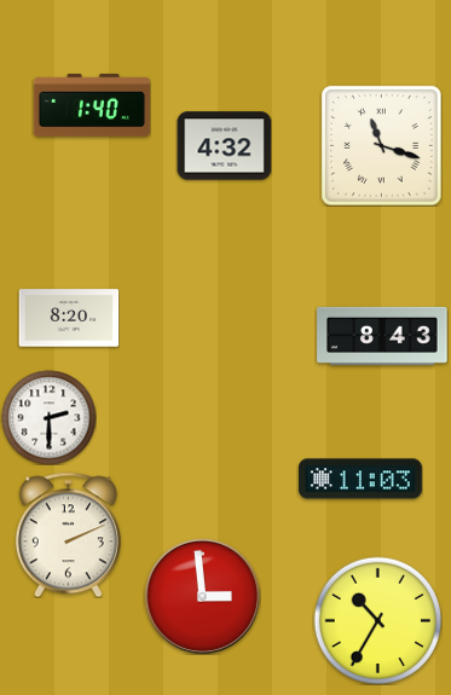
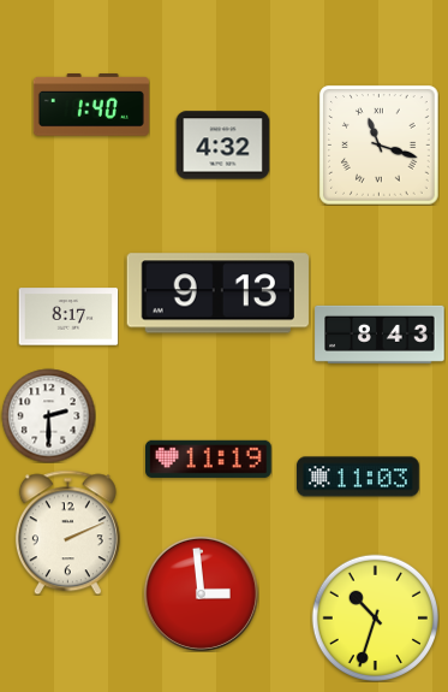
clock at (217, 294): none -> 9:13
clock at (69, 318): 8:20 -> 8:17
clock at (209, 459): none -> 11:19
clock at (377, 620): 10:35 -> 10:33
